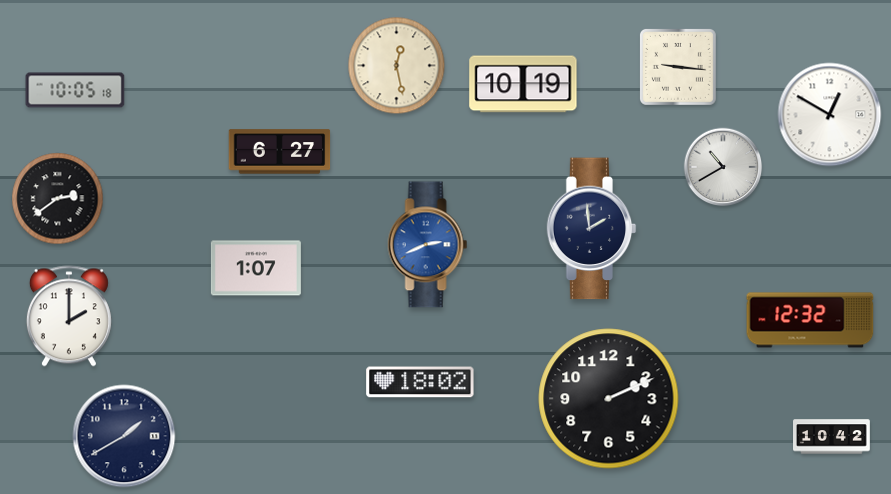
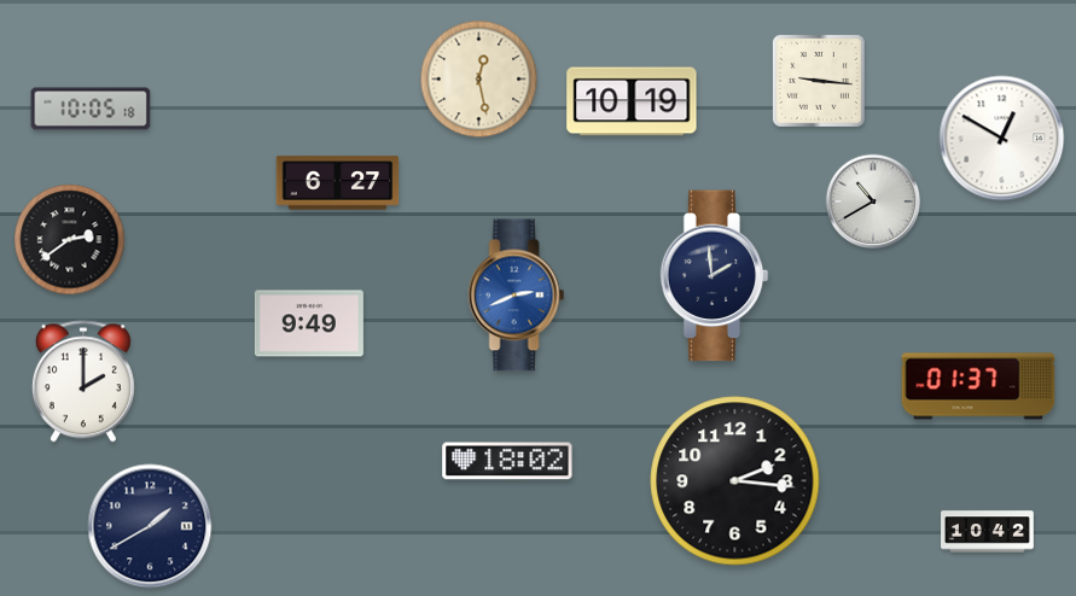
clock at (256, 268): 1:07 -> 9:49
clock at (810, 320): 12:32 -> 01:37
clock at (609, 399): 2:11 -> 2:16
clock at (832, 437) position: (832, 437) -> (988, 532)
